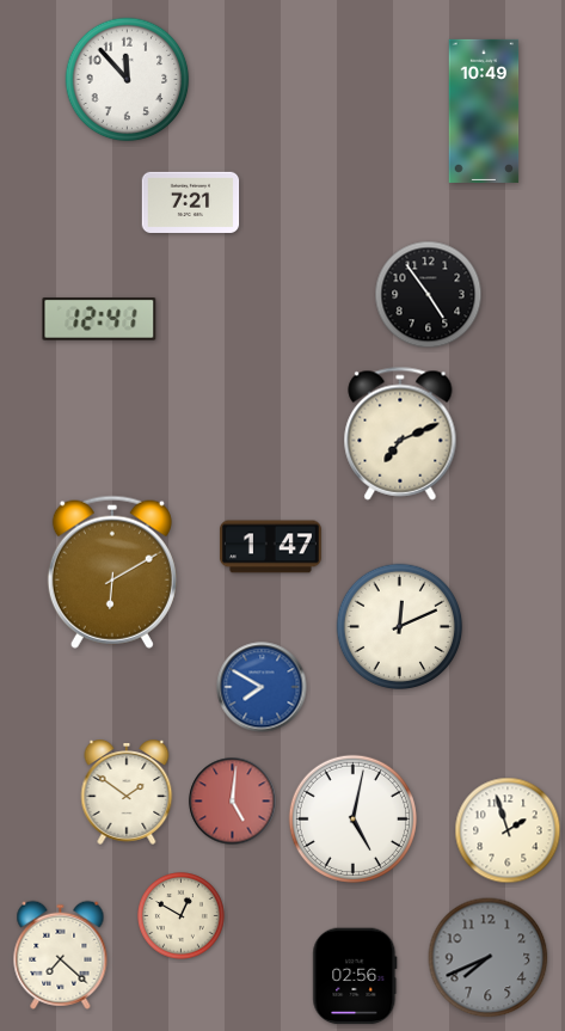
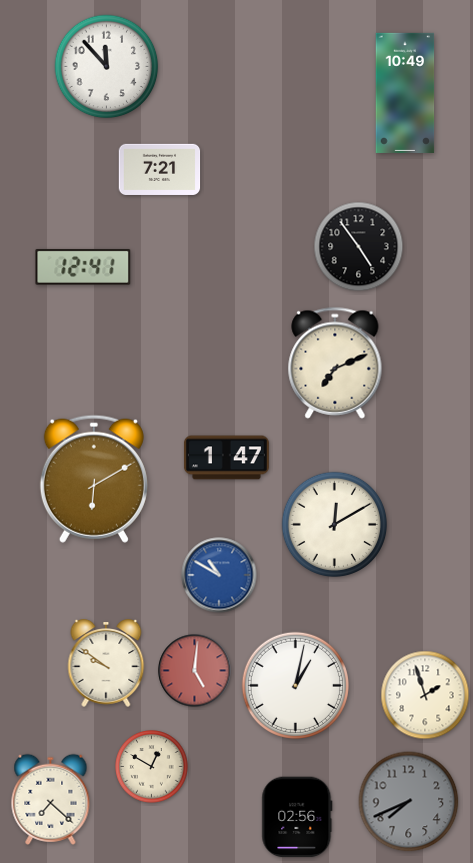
clock at (400, 627): 12:11 -> 12:10
clock at (262, 687): 7:50 -> 10:50
clock at (127, 792): 1:51 -> 9:51
clock at (352, 818): 5:02 -> 1:02
